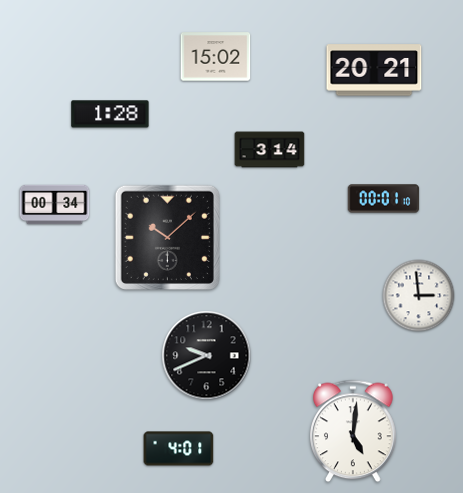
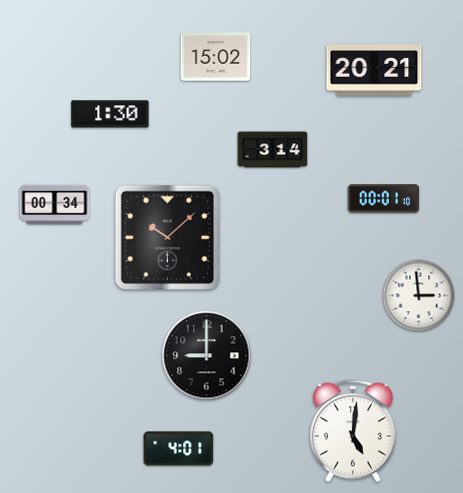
clock at (110, 114): 1:28 -> 1:30
clock at (270, 150) position: (270, 150) -> (273, 150)
clock at (207, 356): 9:41 -> 9:00
